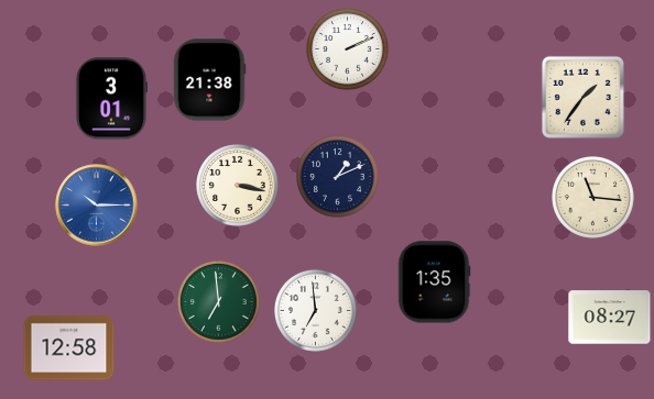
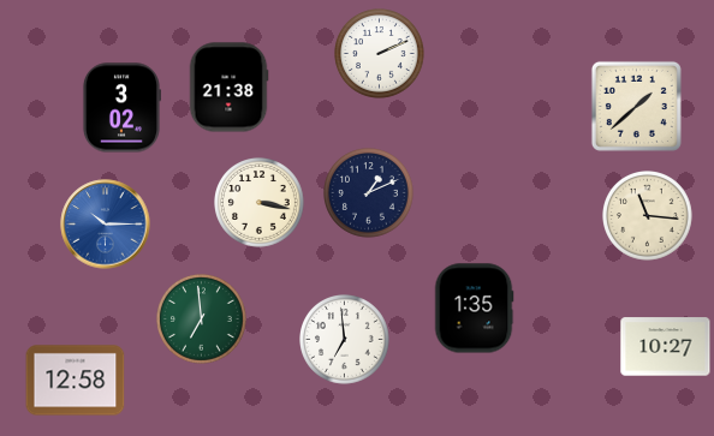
clock at (582, 97): 1:36 -> 1:38
clock at (111, 99): 3:01 -> 3:02
clock at (219, 302) position: (219, 302) -> (202, 319)
clock at (610, 318): 08:27 -> 10:27
